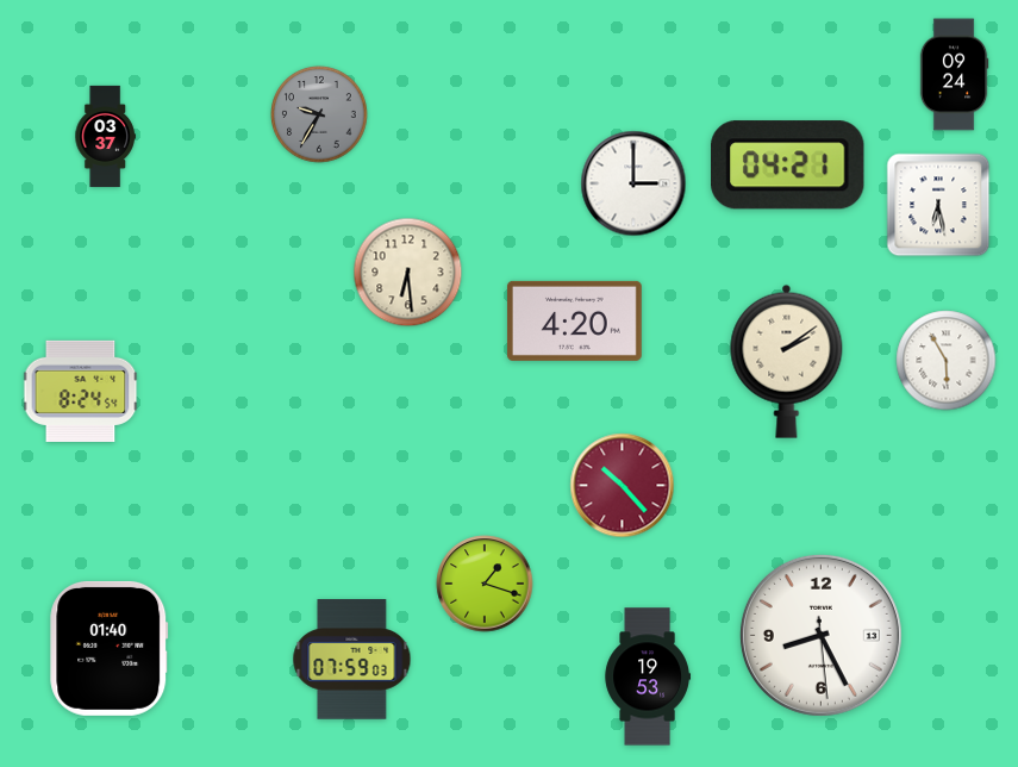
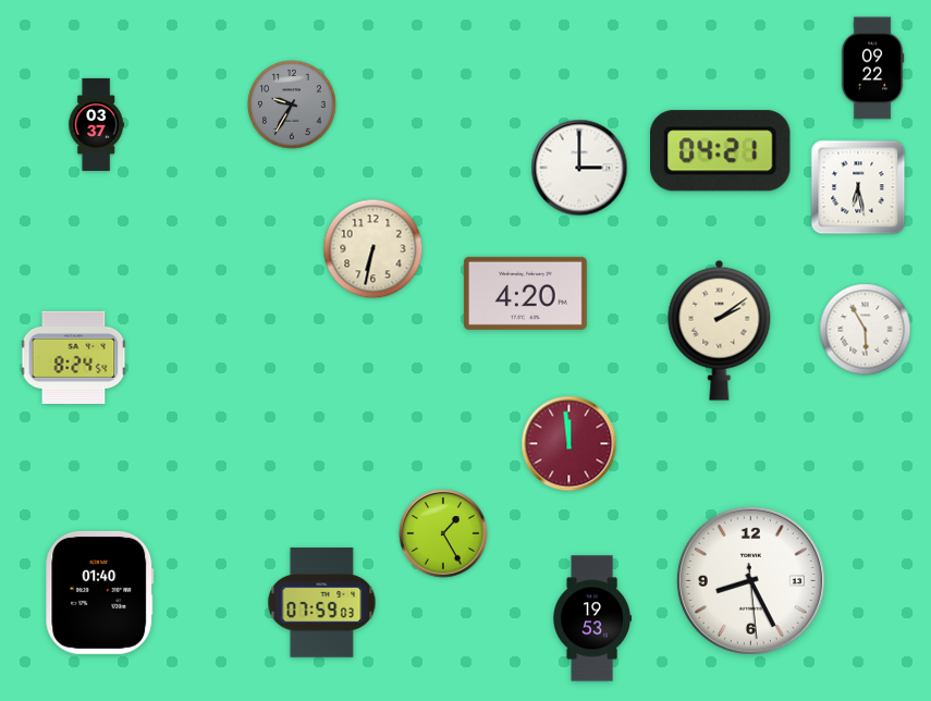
clock at (954, 75): 09:24 -> 09:22
clock at (408, 273): 6:29 -> 6:32
clock at (623, 486): 10:23 -> 11:59
clock at (485, 584): 1:18 -> 1:25
